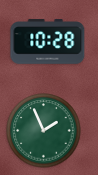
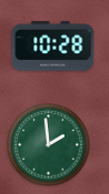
clock at (44, 131): 1:56 -> 1:59
